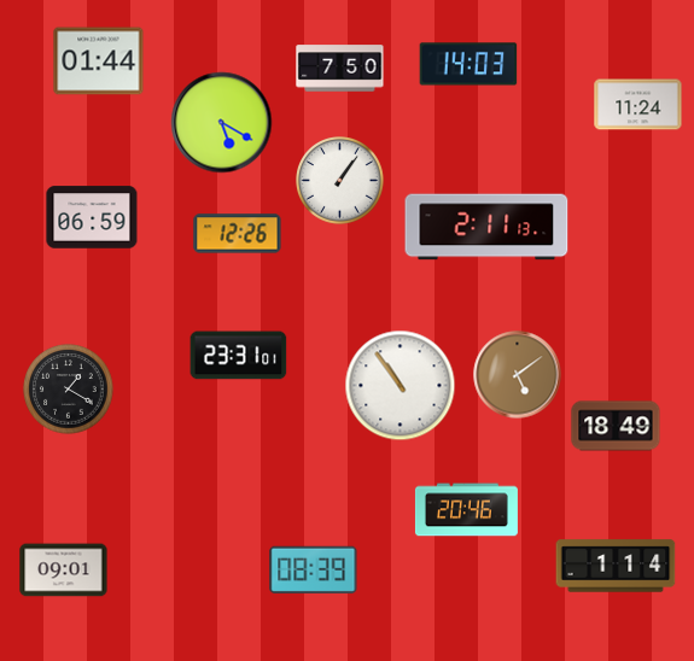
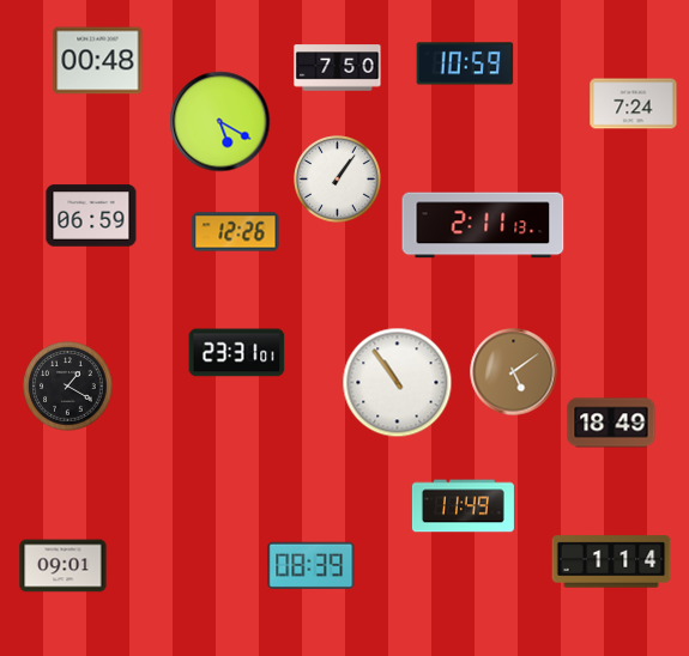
clock at (99, 62): 01:44 -> 00:48
clock at (468, 64): 14:03 -> 10:59
clock at (638, 105): 11:24 -> 7:24
clock at (466, 510): 20:46 -> 11:49
